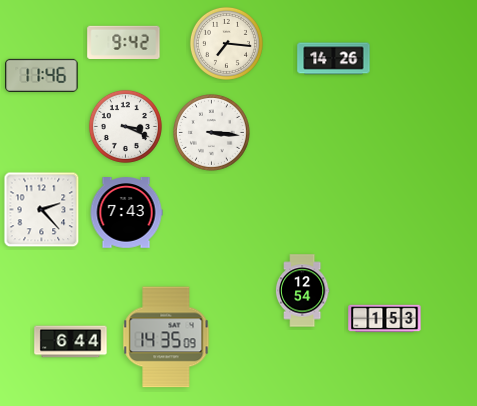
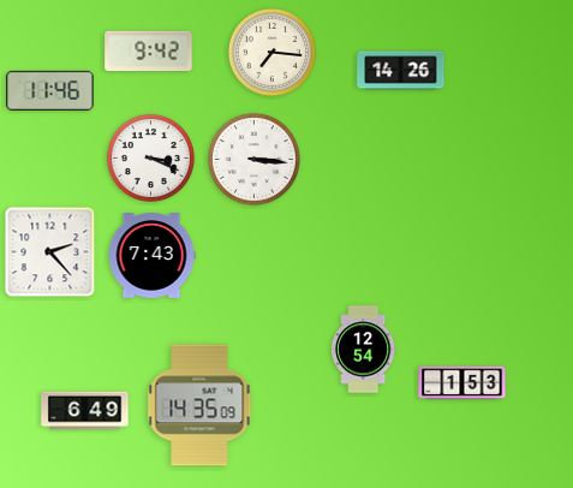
clock at (125, 126) position: (125, 126) -> (150, 157)
clock at (71, 342): 6:44 -> 6:49
